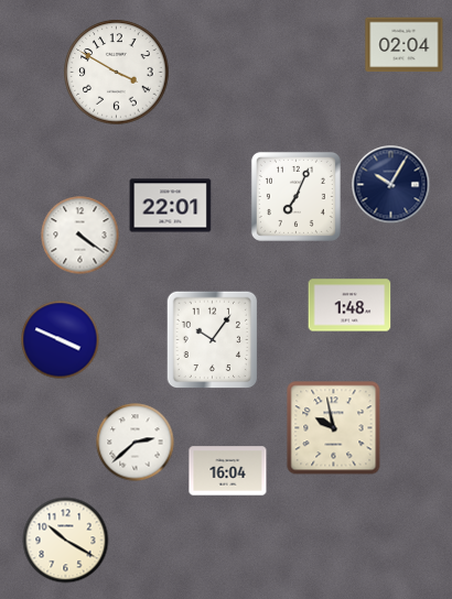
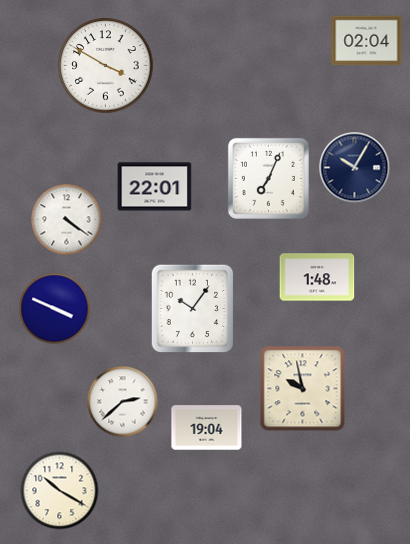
clock at (80, 236) position: (80, 236) -> (67, 220)
clock at (228, 471): 16:04 -> 19:04
